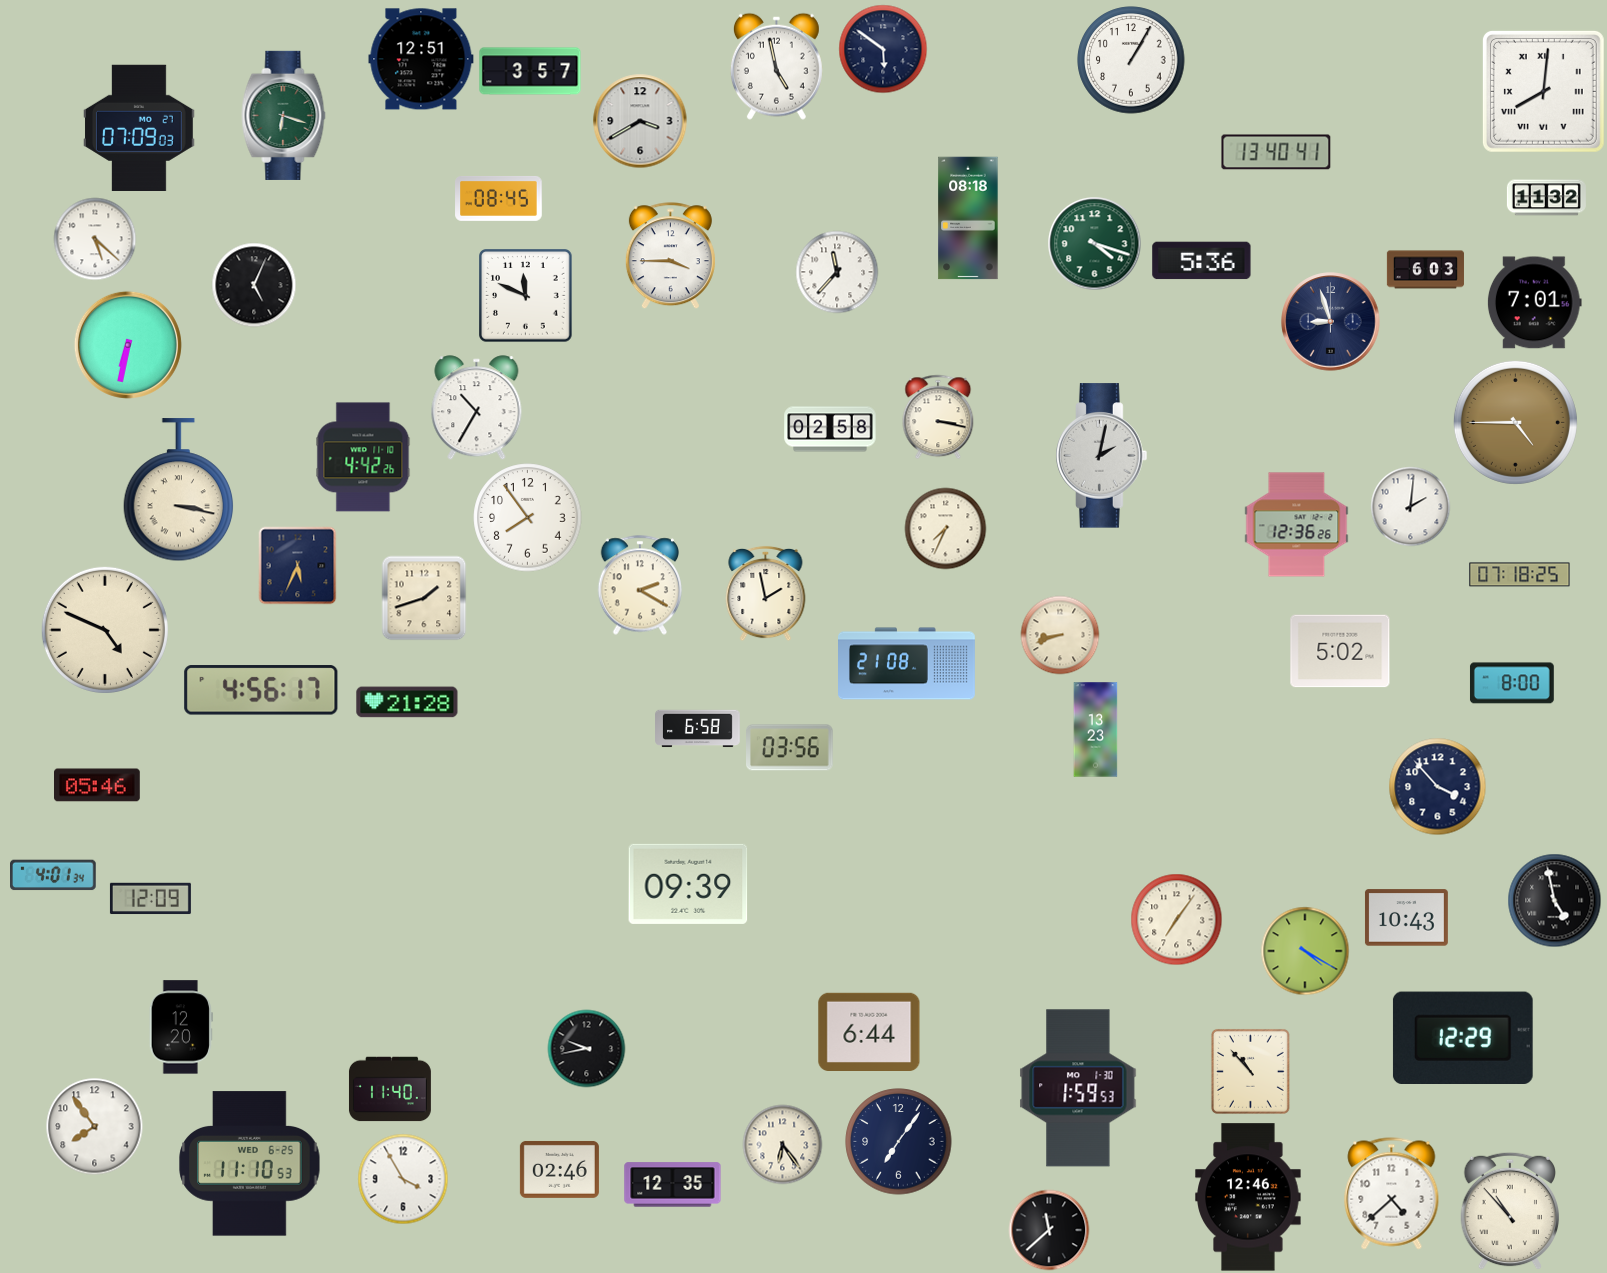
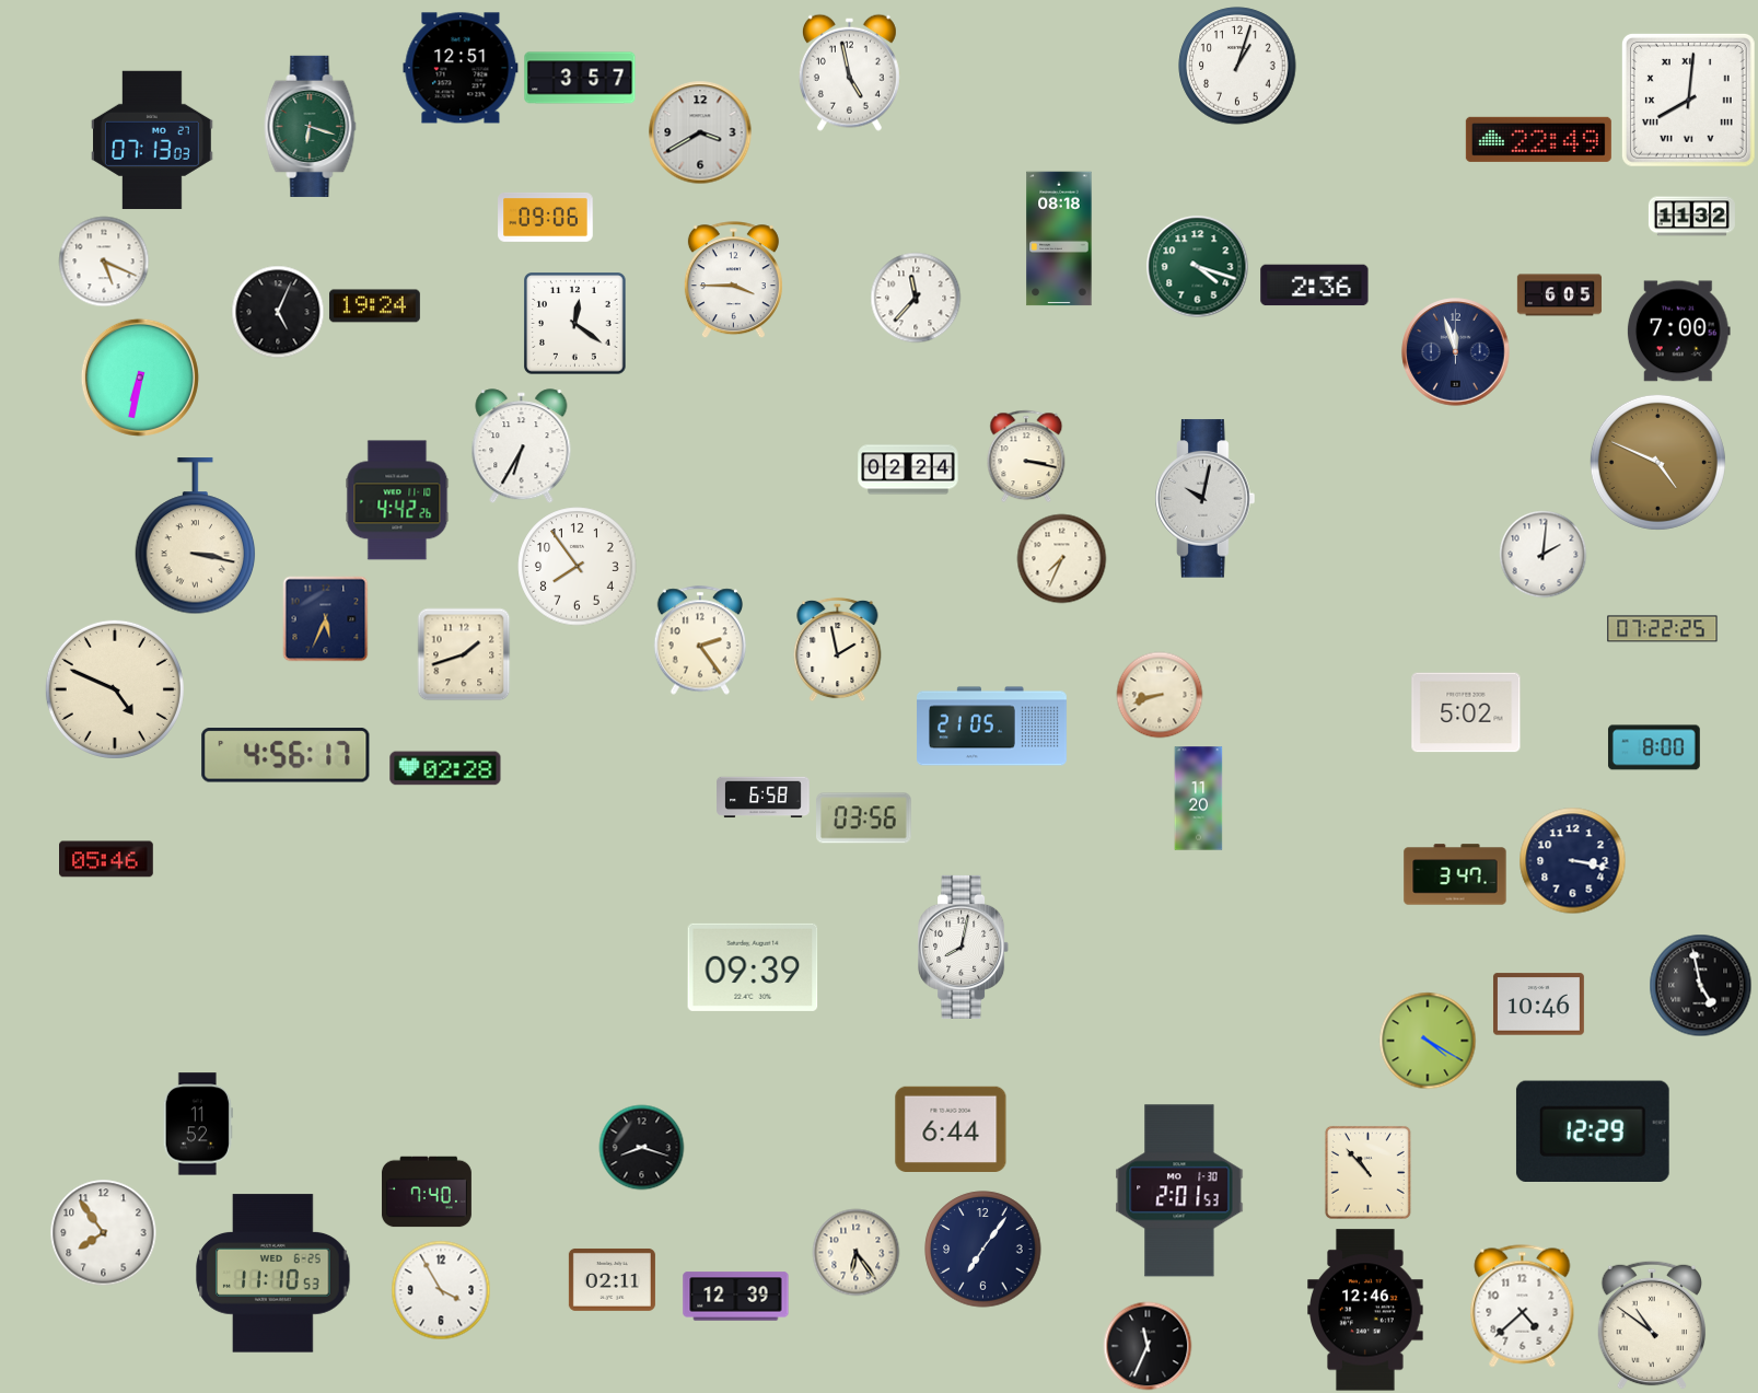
clock at (883, 49): 5:51 -> none
clock at (421, 59) position: (421, 59) -> (461, 68)
clock at (1131, 60): 1:05 -> 1:03
clock at (140, 127): 07:09 -> 07:13
clock at (1538, 139): none -> 22:49
clock at (1276, 152): 13:40 -> none
clock at (499, 198): 08:45 -> 09:06
clock at (95, 239): 5:22 -> 5:19
clock at (1202, 261): 5:36 -> 2:36
clock at (1425, 270): 6:03 -> 6:05
clock at (374, 306): none -> 19:24
clock at (526, 296): 11:49 -> 12:21
clock at (1534, 303): 7:01 -> 7:00
clock at (1331, 322): 8:57 -> 11:57
clock at (477, 408): 10:35 -> 6:35
clock at (1515, 422): 4:45 -> 4:49
clock at (830, 429): 02:58 -> 02:24
clock at (1102, 456): 2:02 -> 10:02
clock at (1297, 525): 12:36 -> none
clock at (945, 528) position: (945, 528) -> (1061, 558)
clock at (1520, 575): 07:18 -> 07:22
clock at (640, 585): 2:20 -> 2:24
clock at (907, 664): 21:08 -> 21:05
clock at (407, 702): 21:28 -> 02:28
clock at (1096, 730): 13:23 -> 11:20
clock at (1437, 786): 3:53 -> 3:17
clock at (1455, 874): none -> 3:47
clock at (964, 947): none -> 8:02
clock at (54, 875): 4:01 -> none
clock at (150, 899): 12:09 -> none
clock at (1406, 918): 10:43 -> 10:46
clock at (1176, 919): 7:06 -> none
clock at (181, 1027): 12:20 -> 11:52
clock at (1463, 1038) position: (1463, 1038) -> (1593, 1131)
clock at (586, 1048): 9:43 -> 8:18
clock at (1078, 1088): 1:59 -> 2:01
clock at (390, 1089): 11:40 -> 7:40
clock at (559, 1169): 02:46 -> 02:11
clock at (673, 1185): 12:35 -> 12:39
clock at (1510, 1211): 10:53 -> 10:51
clock at (1049, 1230): 11:38 -> 11:34
